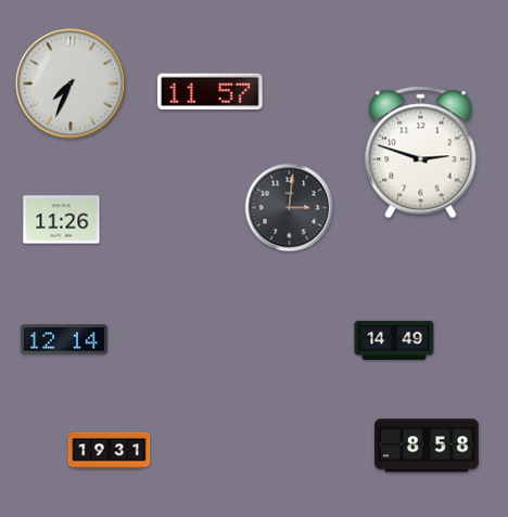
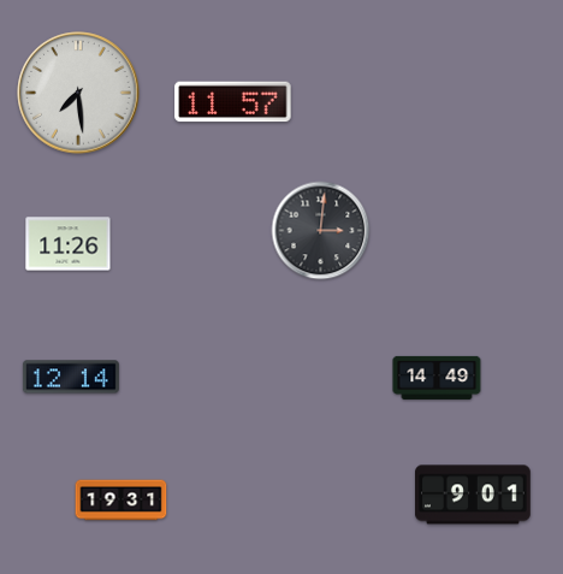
clock at (71, 83): 7:34 -> 7:29
clock at (421, 153): 2:48 -> none
clock at (427, 445): 8:58 -> 9:01
